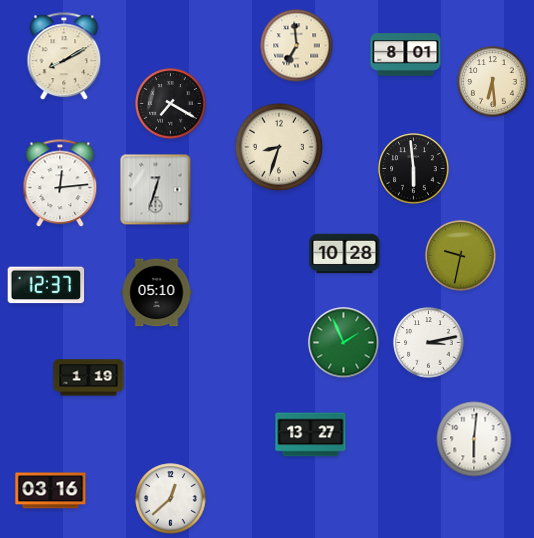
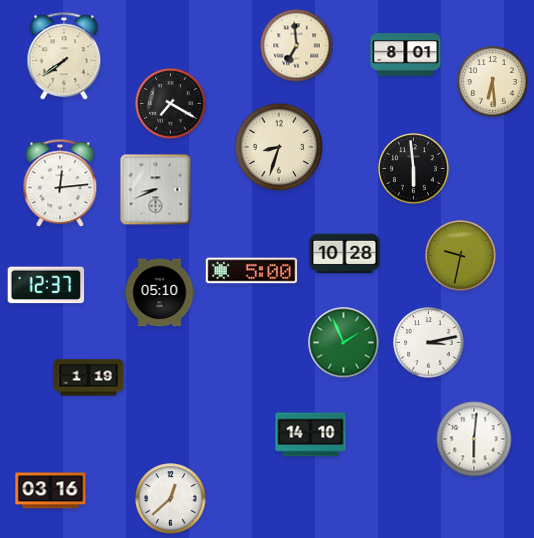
clock at (64, 57): 8:10 -> 7:39
clock at (156, 190): 12:33 -> 8:41
clock at (252, 271): none -> 5:00
clock at (157, 293) position: (157, 293) -> (160, 293)
clock at (311, 435): 13:27 -> 14:10
